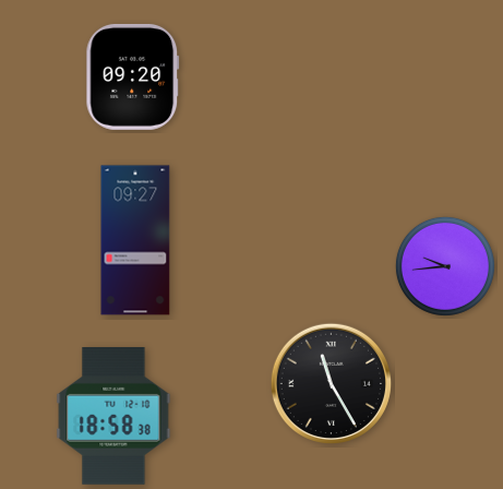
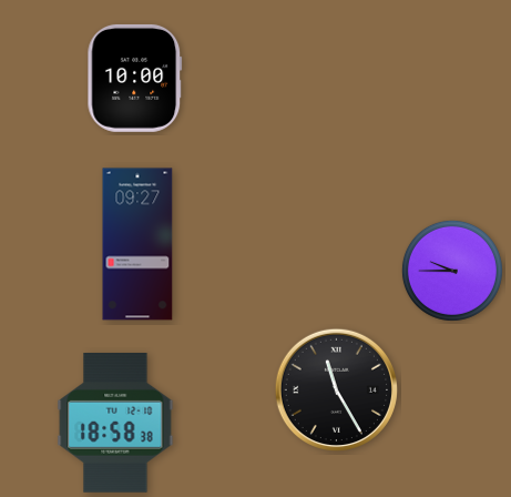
clock at (133, 76): 09:20 -> 10:00
clock at (445, 266): 9:44 -> 9:45
